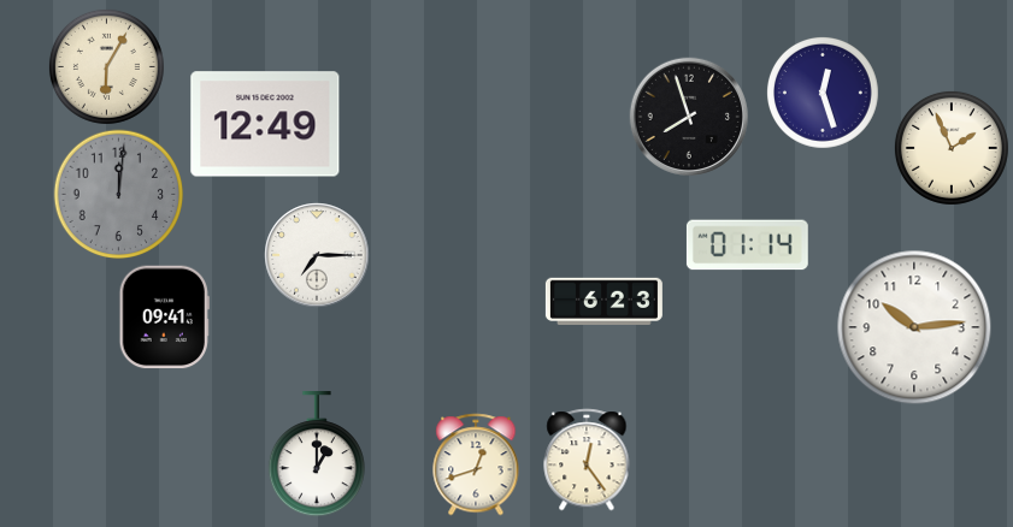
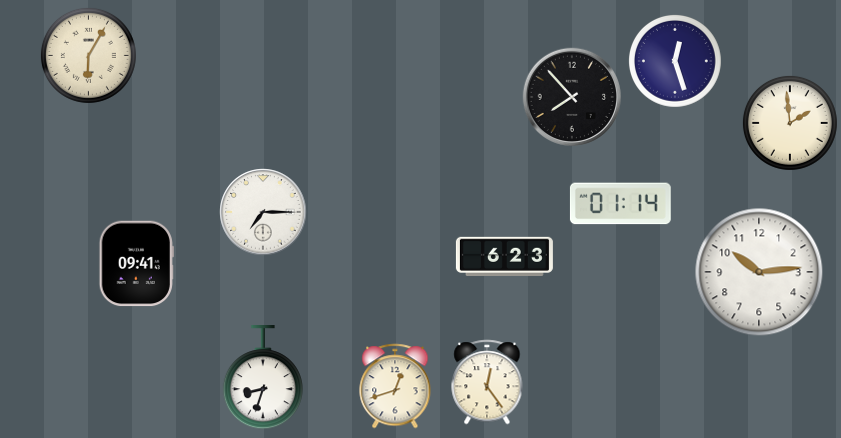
clock at (823, 93) position: (823, 93) -> (675, 61)
clock at (688, 116): 7:57 -> 7:53
clock at (265, 124): 12:49 -> none
clock at (952, 148): 1:56 -> 1:59
clock at (118, 194): 12:01 -> none
clock at (603, 301) position: (603, 301) -> (504, 256)
clock at (317, 455): 1:00 -> 8:33
